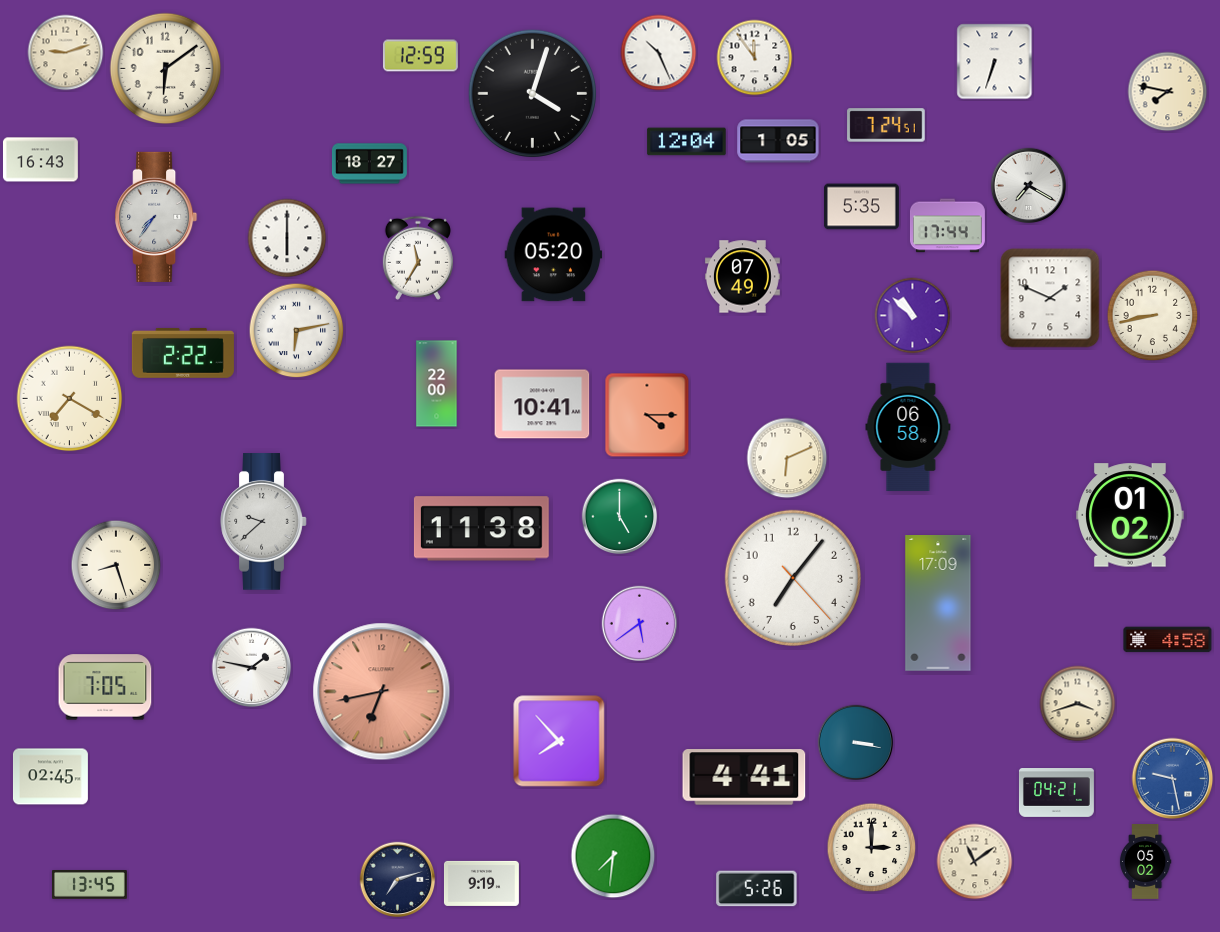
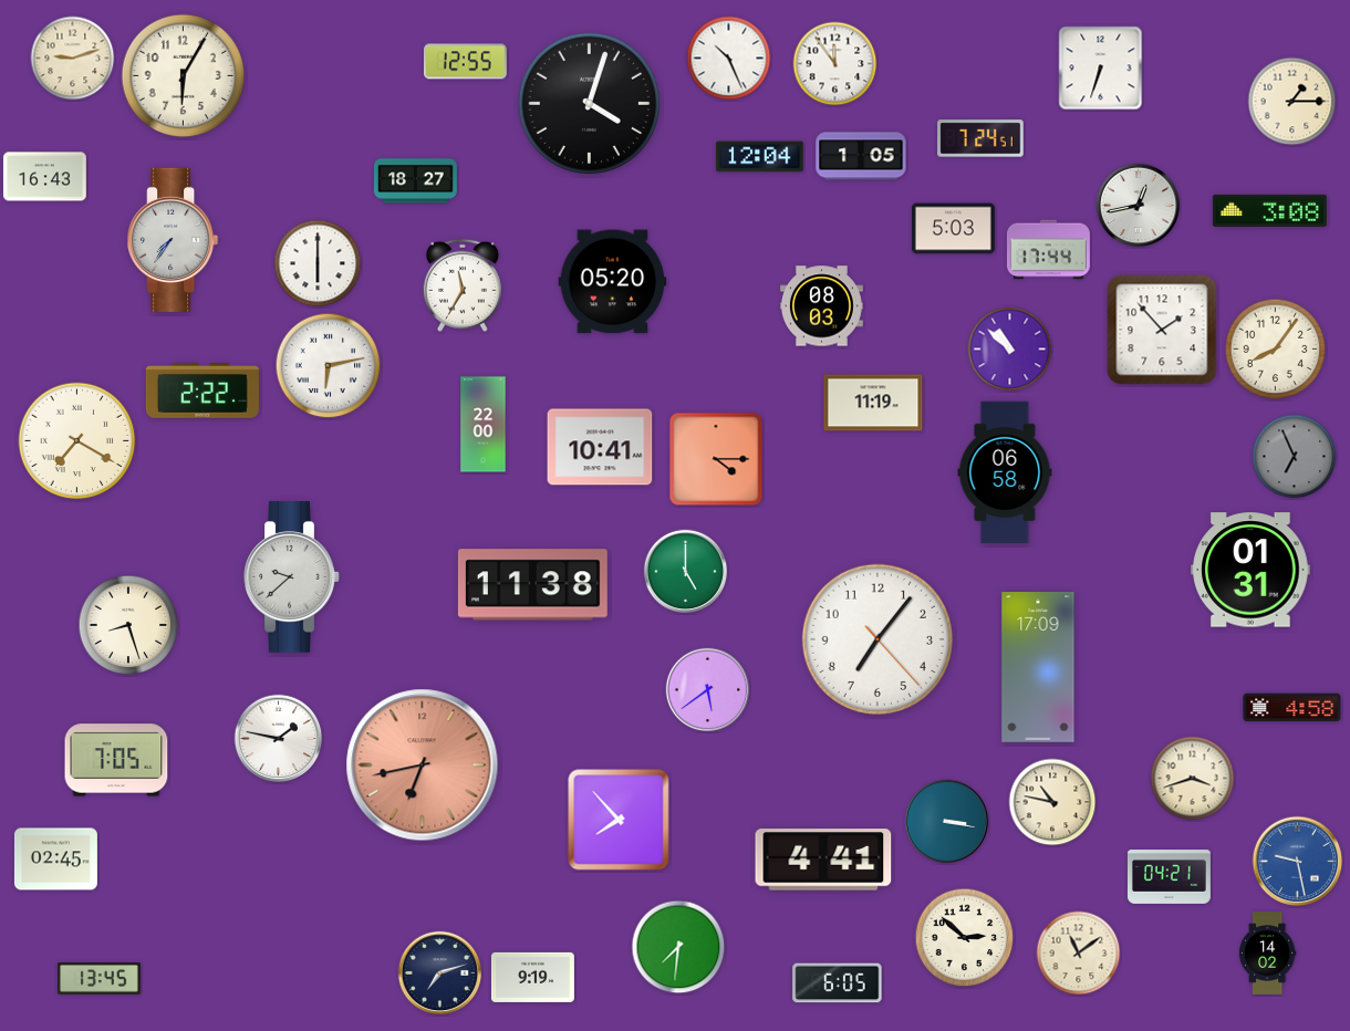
clock at (420, 56): 12:59 -> 12:55
clock at (166, 69): 6:09 -> 6:05
clock at (1168, 92): 7:47 -> 1:15
clock at (369, 164) position: (369, 164) -> (415, 181)
clock at (1029, 186): 7:20 -> 12:43
clock at (1269, 210): none -> 3:08
clock at (861, 207): 5:35 -> 5:03
clock at (742, 277): 07:49 -> 08:03
clock at (1050, 298): 1:49 -> 1:53
clock at (1153, 316): 8:43 -> 8:06
clock at (873, 403): none -> 11:19
clock at (1295, 457): none -> 6:56
clock at (787, 458): 6:11 -> none
clock at (1130, 515): 01:02 -> 01:31
clock at (1052, 802): none -> 10:47
clock at (872, 848): 3:00 -> 2:52
clock at (1145, 862): 05:02 -> 14:02
clock at (757, 889): 5:26 -> 6:05
